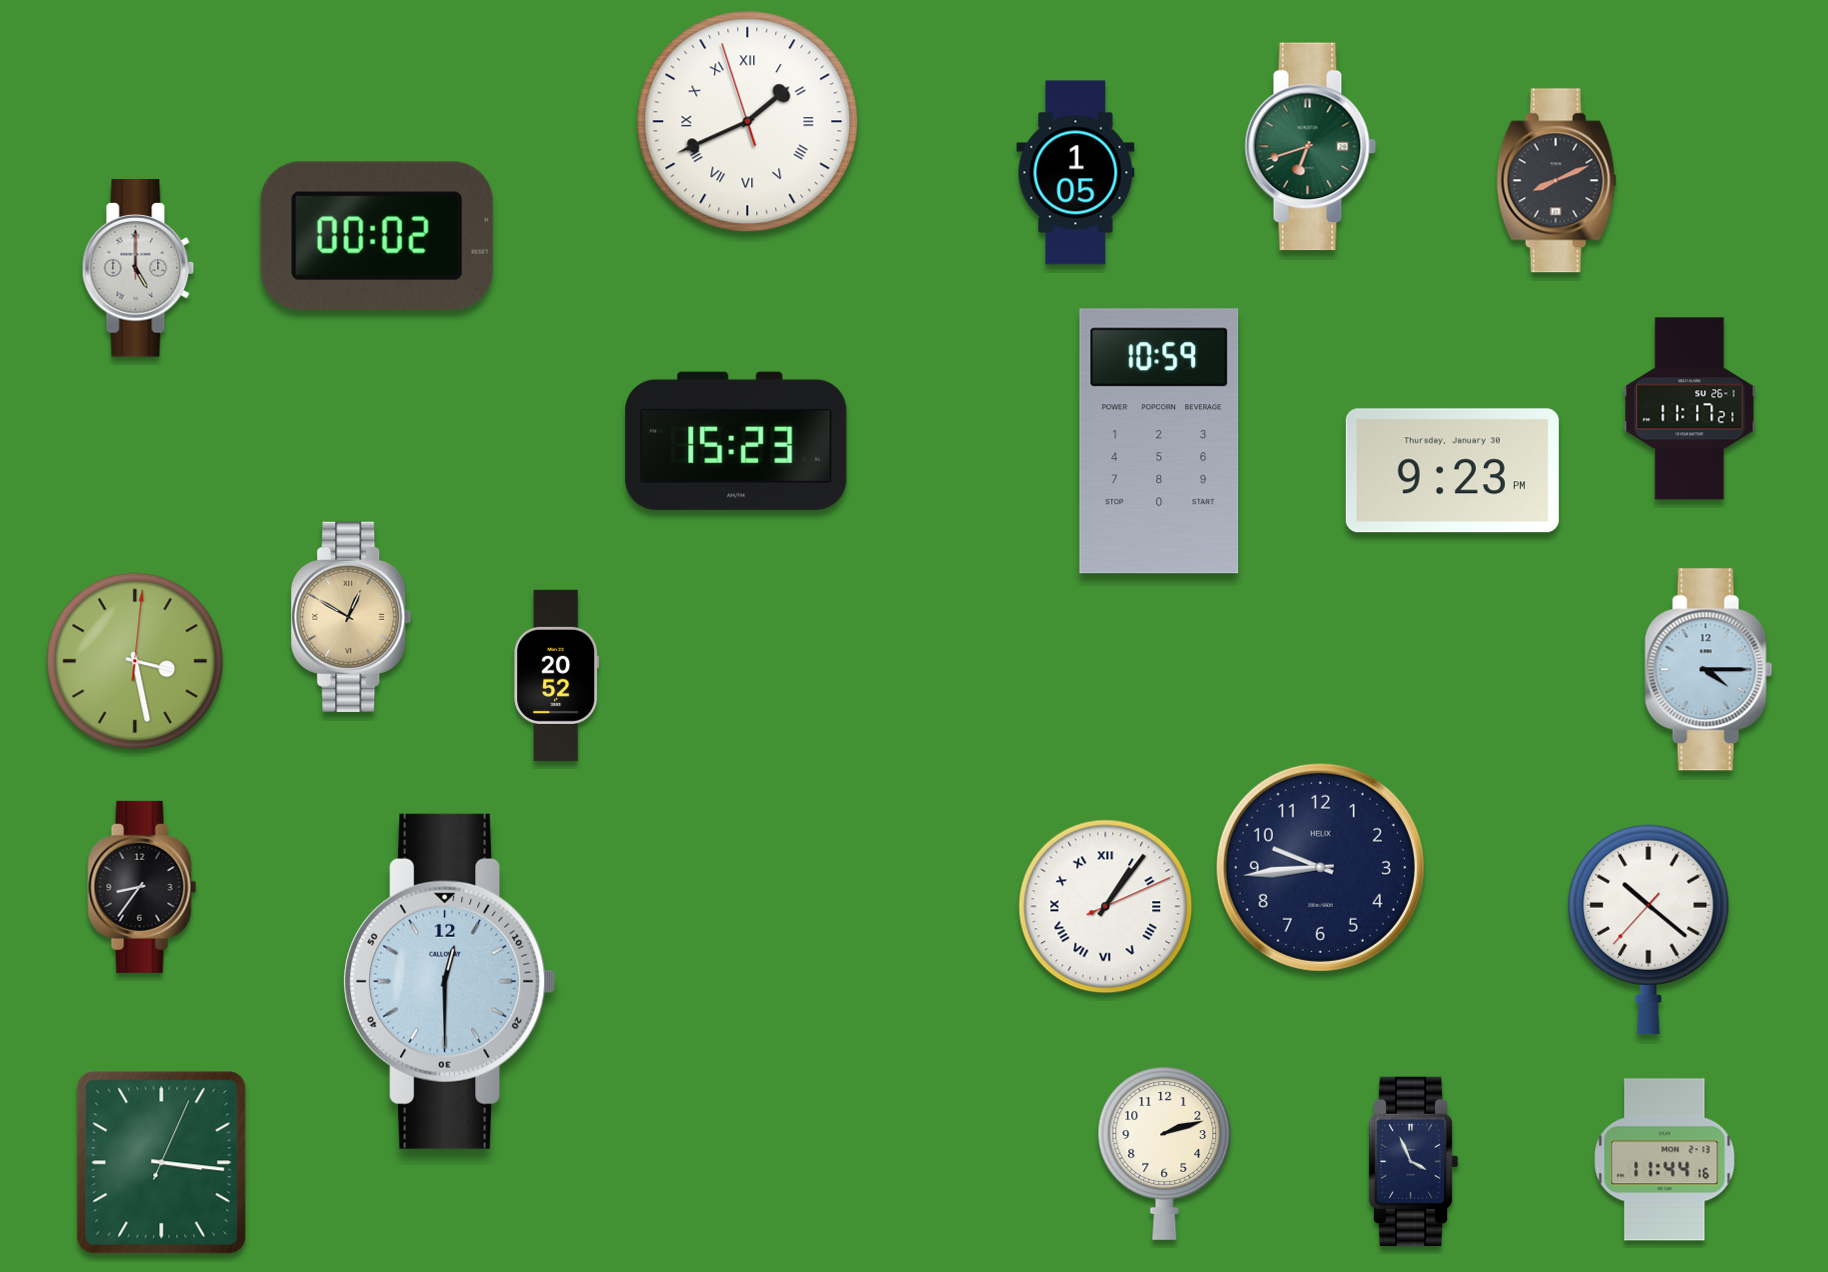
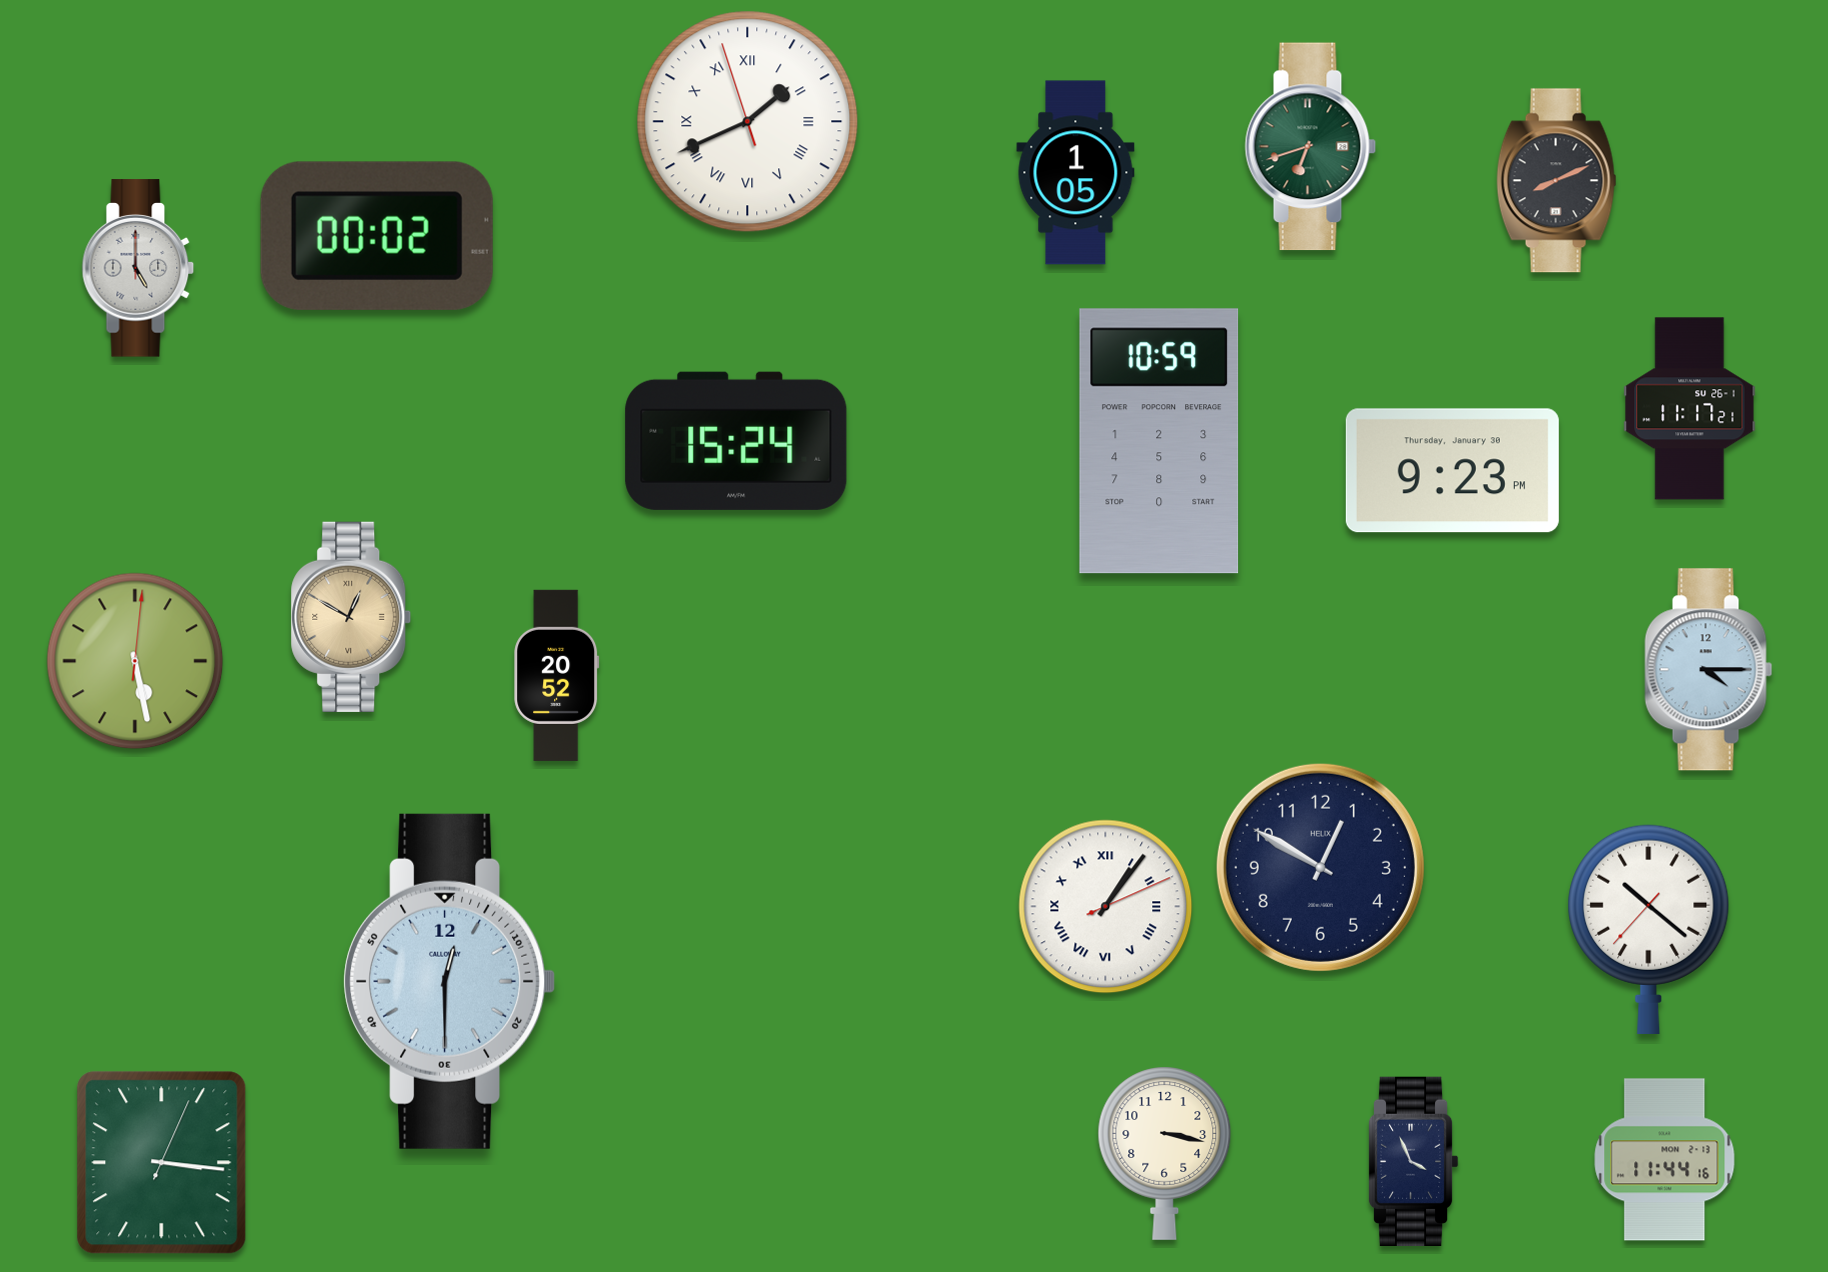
clock at (736, 441): 15:23 -> 15:24
clock at (135, 661): 3:28 -> 5:28
clock at (1320, 867): 9:44 -> 12:50
clock at (142, 887): 8:36 -> none
clock at (1165, 1153): 2:12 -> 3:17
